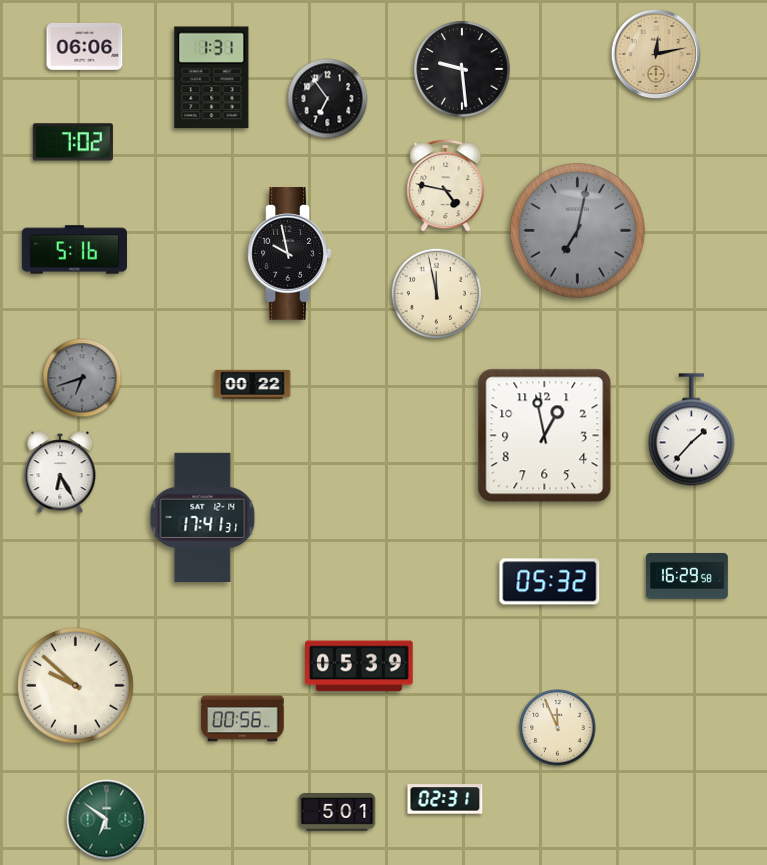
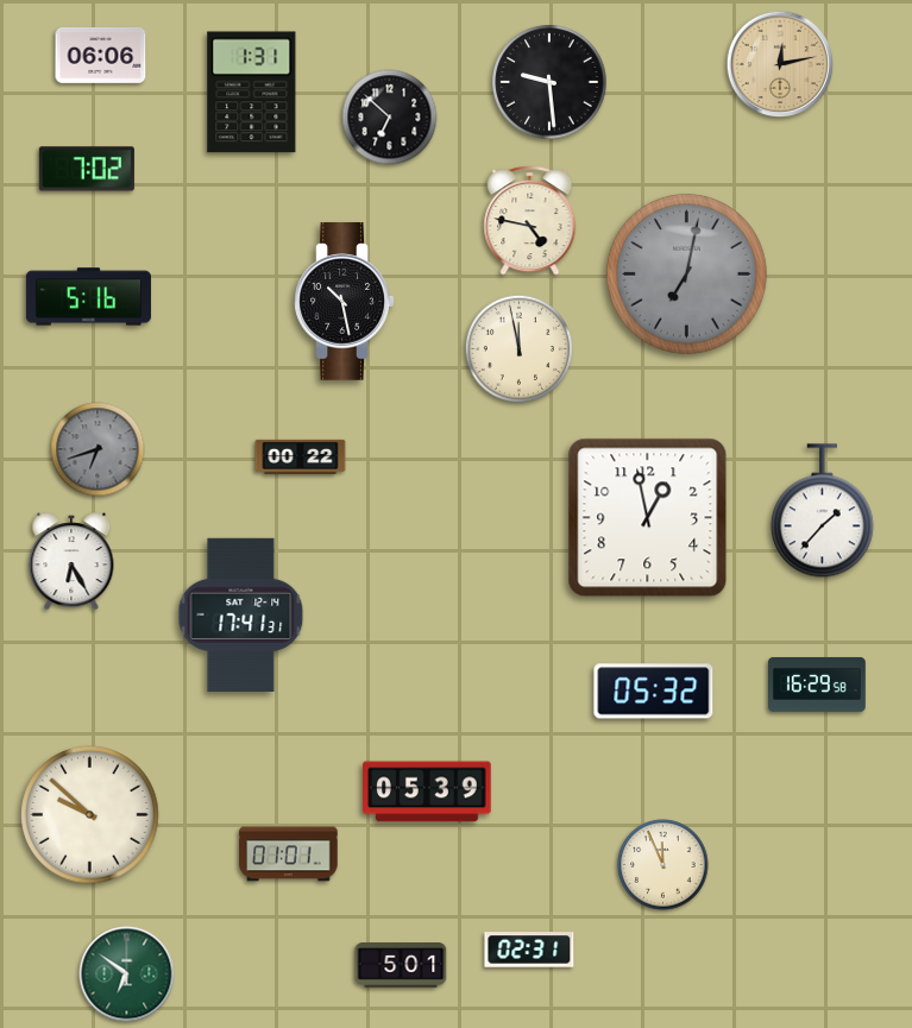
clock at (328, 99): 6:54 -> 6:52
clock at (290, 254): 9:58 -> 10:28
clock at (243, 719): 00:56 -> 01:01
